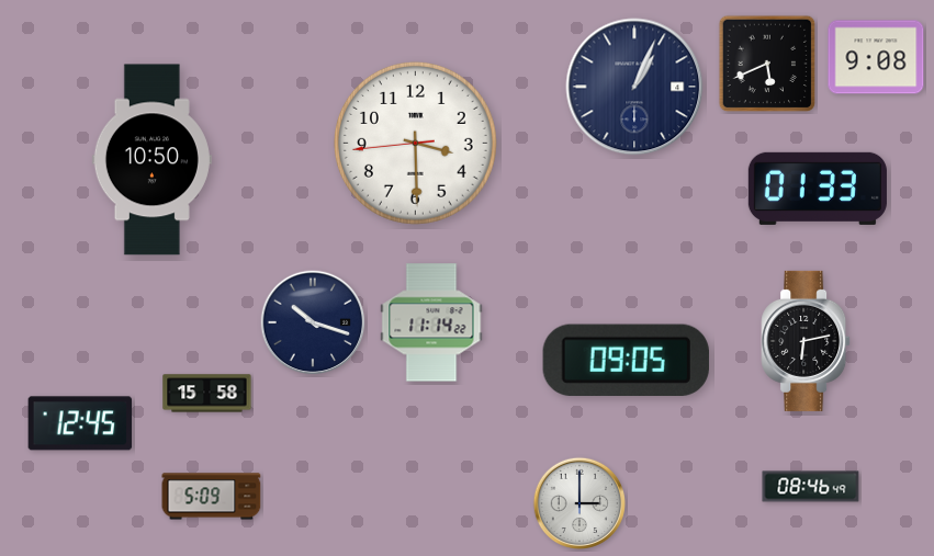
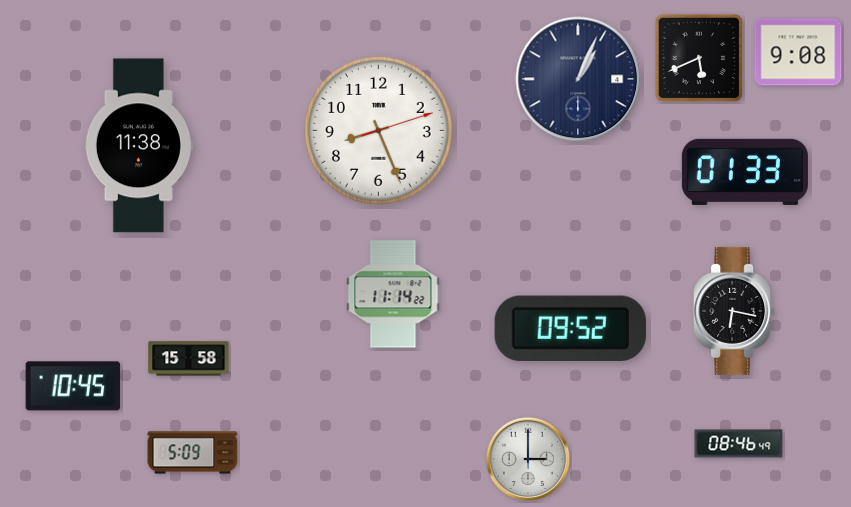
clock at (415, 143): 3:29 -> 8:26
clock at (151, 160): 10:50 -> 11:38
clock at (313, 322): 10:18 -> none
clock at (806, 341): 6:13 -> 6:17
clock at (626, 360): 09:05 -> 09:52
clock at (80, 423): 12:45 -> 10:45
